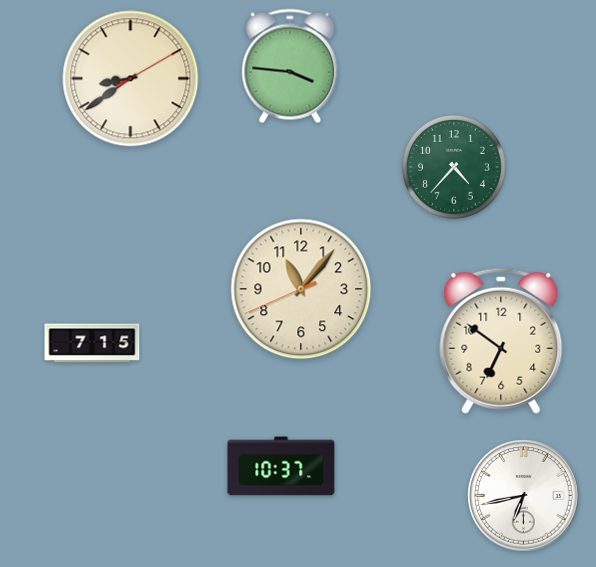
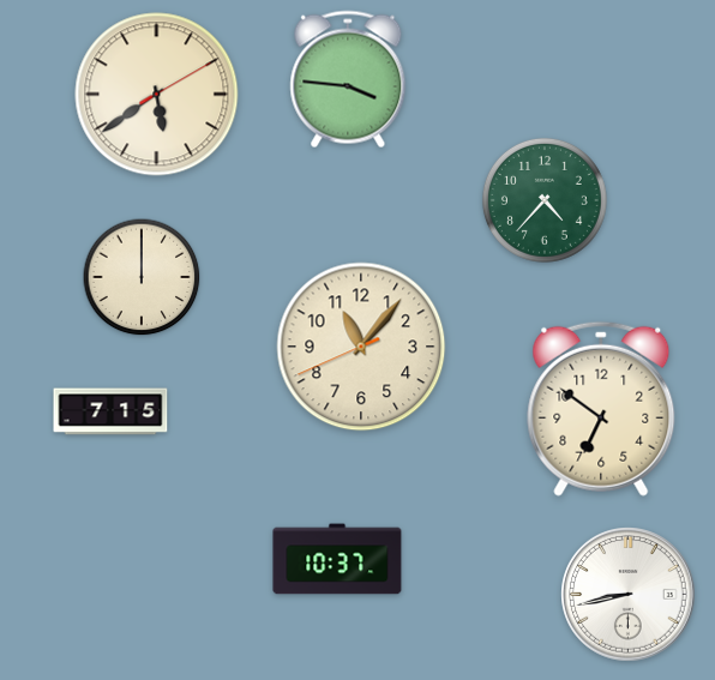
clock at (131, 79): 8:39 -> 5:39
clock at (142, 277): none -> 12:00
clock at (524, 496): 6:43 -> 8:43
